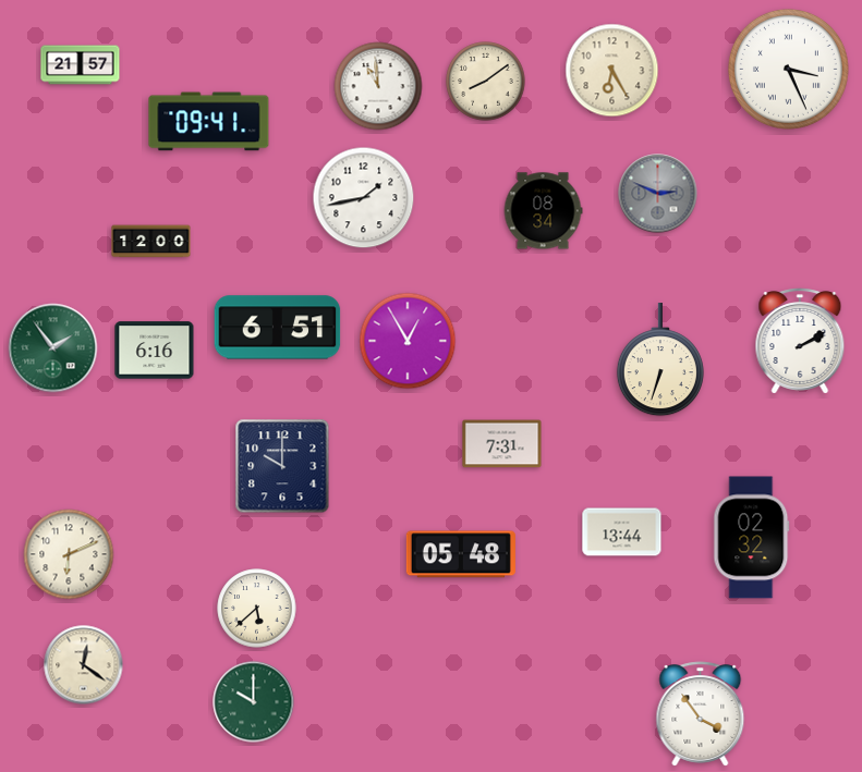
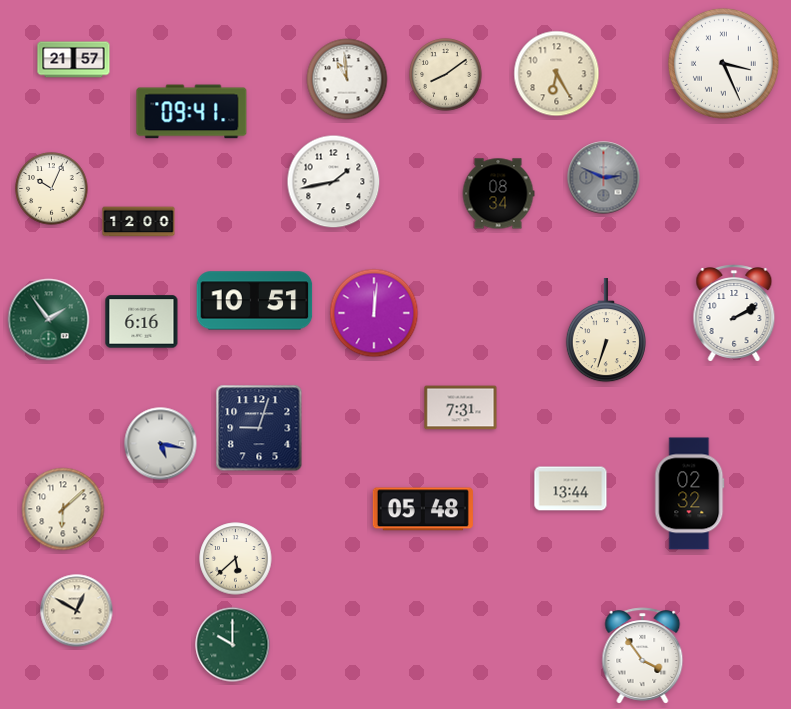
clock at (612, 71) position: (612, 71) -> (557, 74)
clock at (52, 189): none -> 10:04
clock at (278, 328): 6:51 -> 10:51
clock at (408, 341): 12:55 -> 12:01
clock at (282, 466): 10:00 -> 9:03
clock at (161, 444): none -> 5:17
clock at (69, 554): 6:11 -> 6:08
clock at (84, 665): 12:21 -> 12:50
